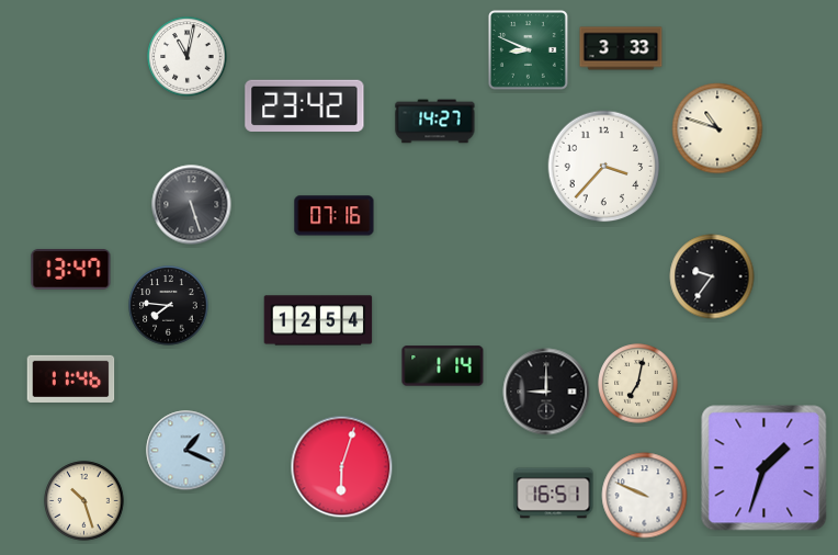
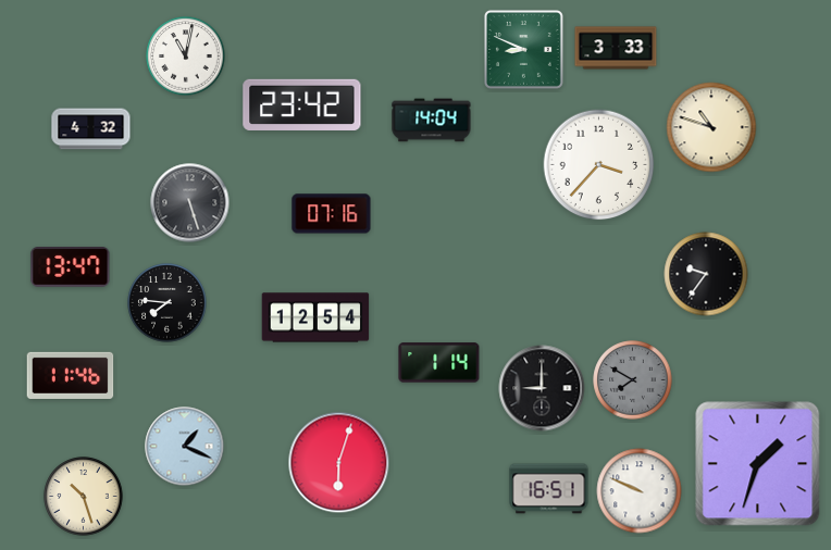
clock at (435, 122): 14:27 -> 14:04
clock at (91, 129): none -> 4:32
clock at (638, 384): 7:02 -> 7:50
clock at (638, 384) dial: cream -> grey
